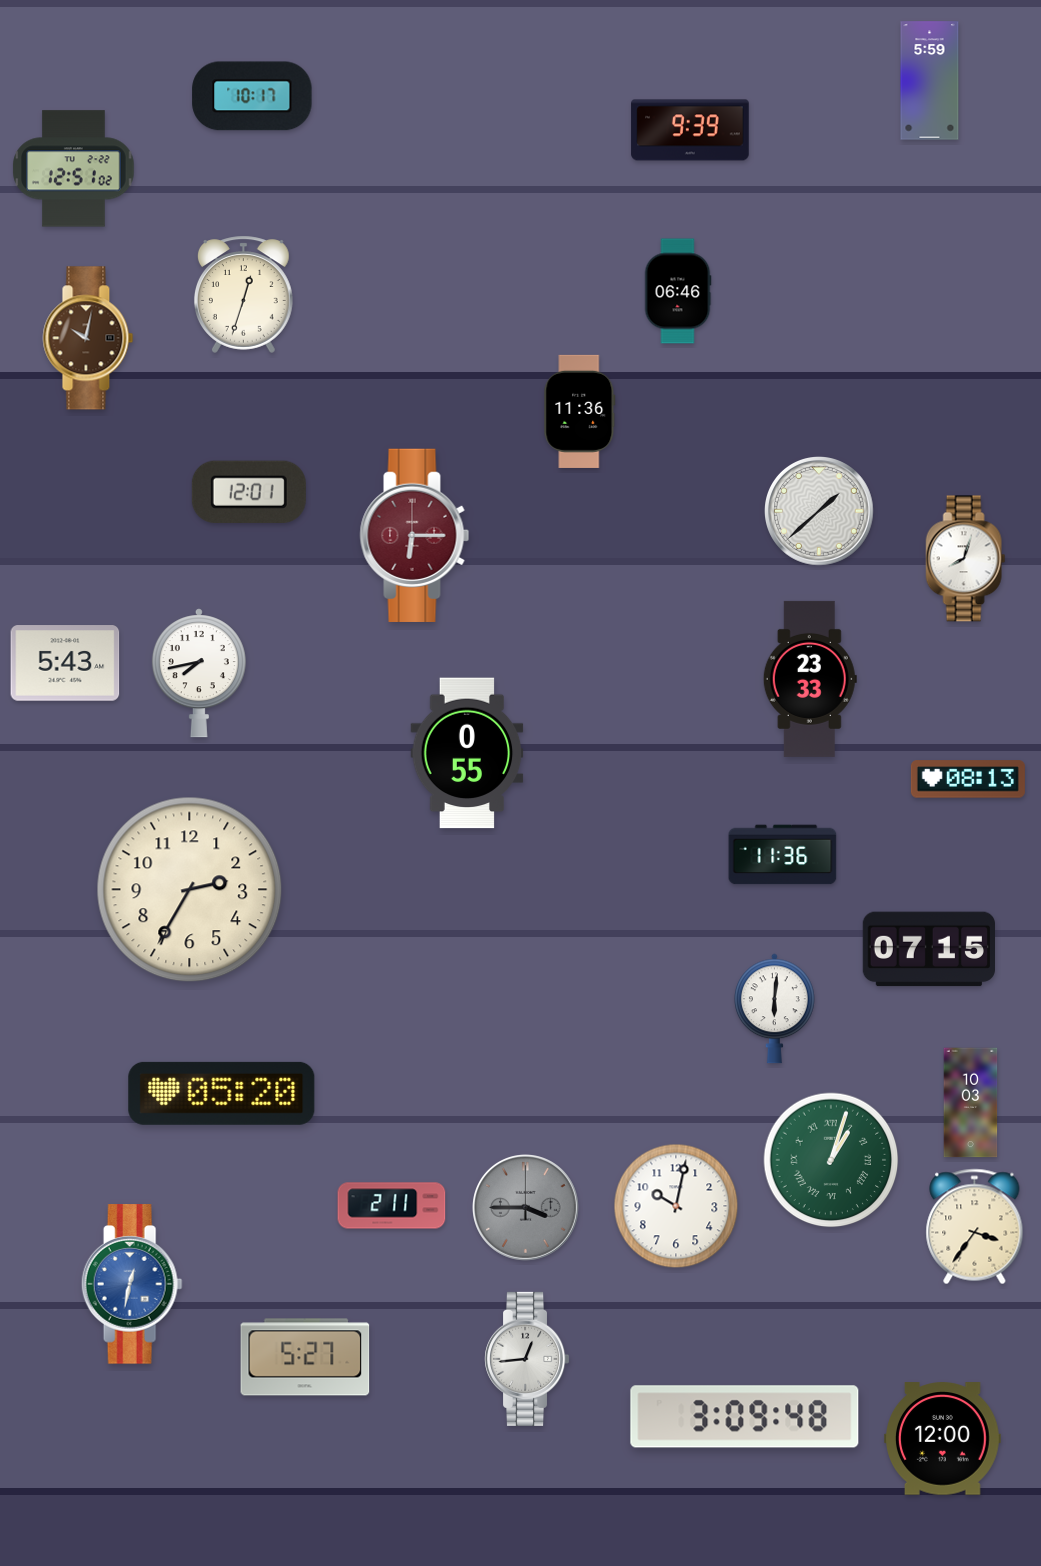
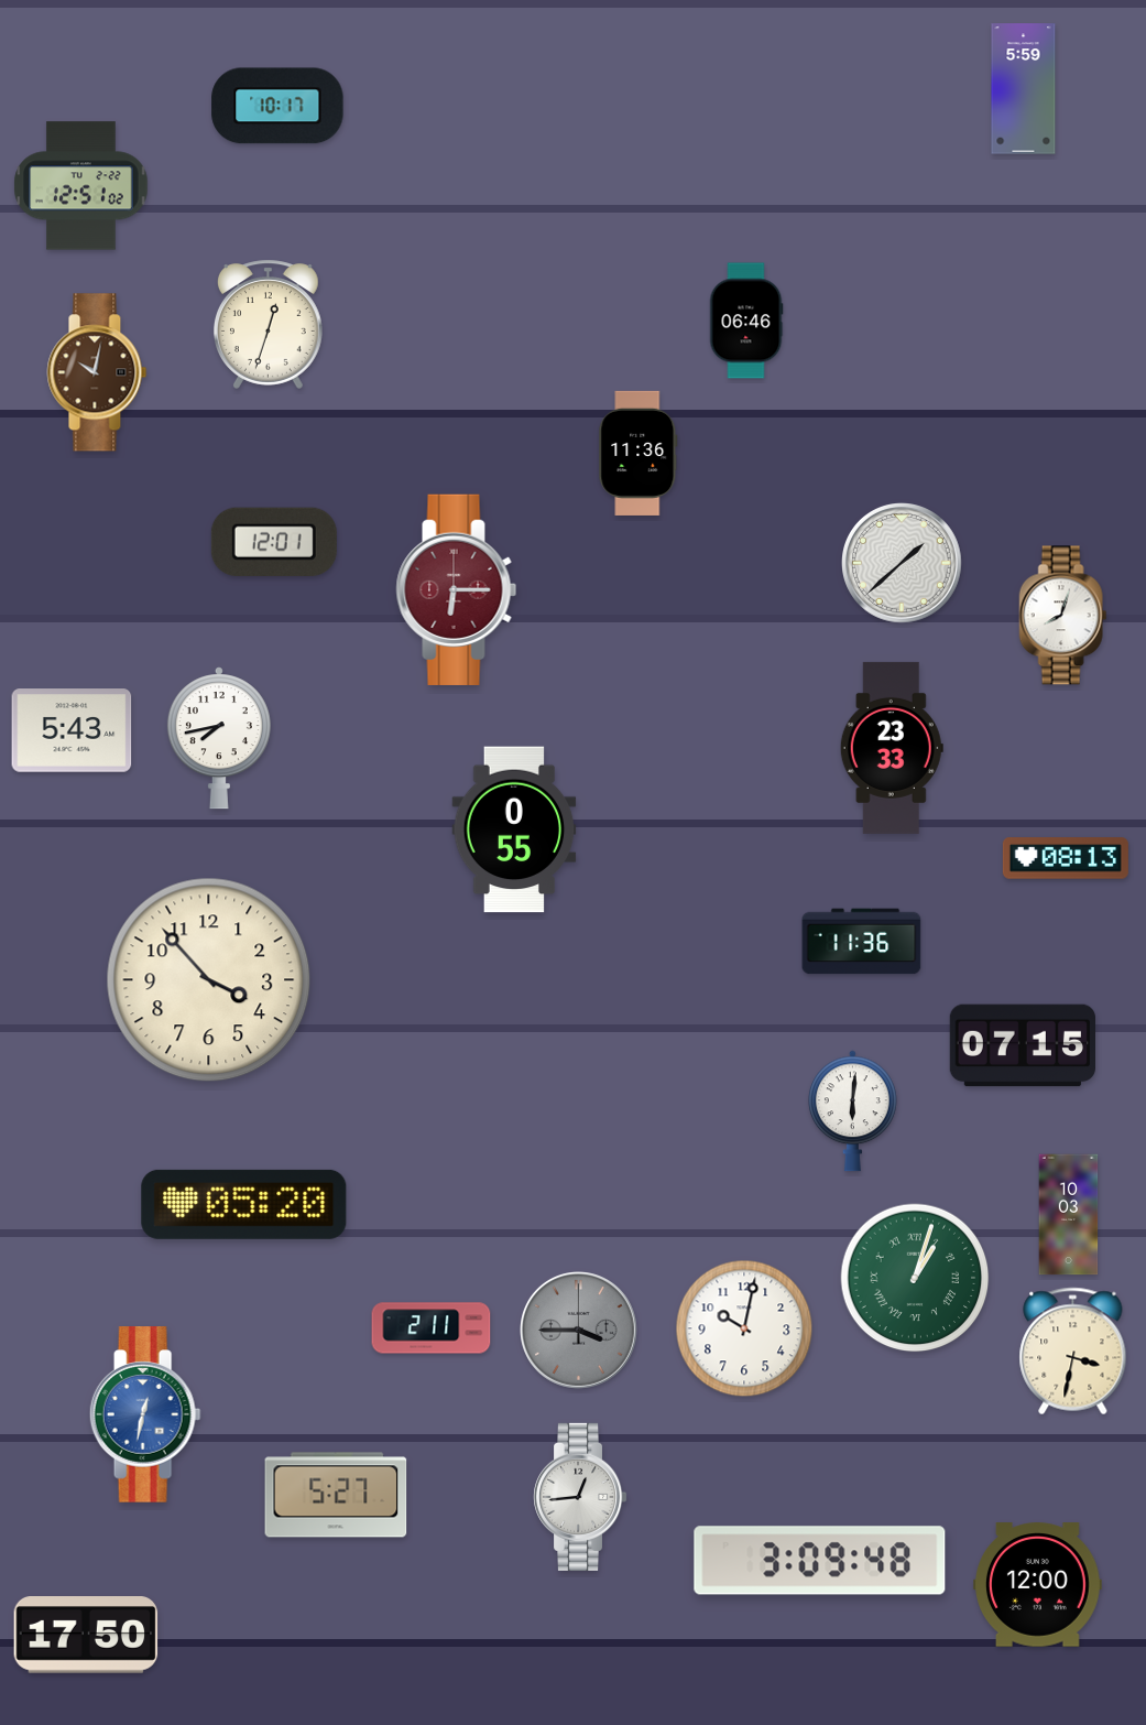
clock at (690, 130): 9:39 -> none
clock at (199, 673) position: (199, 673) -> (219, 738)
clock at (190, 890): 2:35 -> 3:53
clock at (975, 1227): 3:36 -> 3:32
clock at (86, 1635): none -> 17:50
